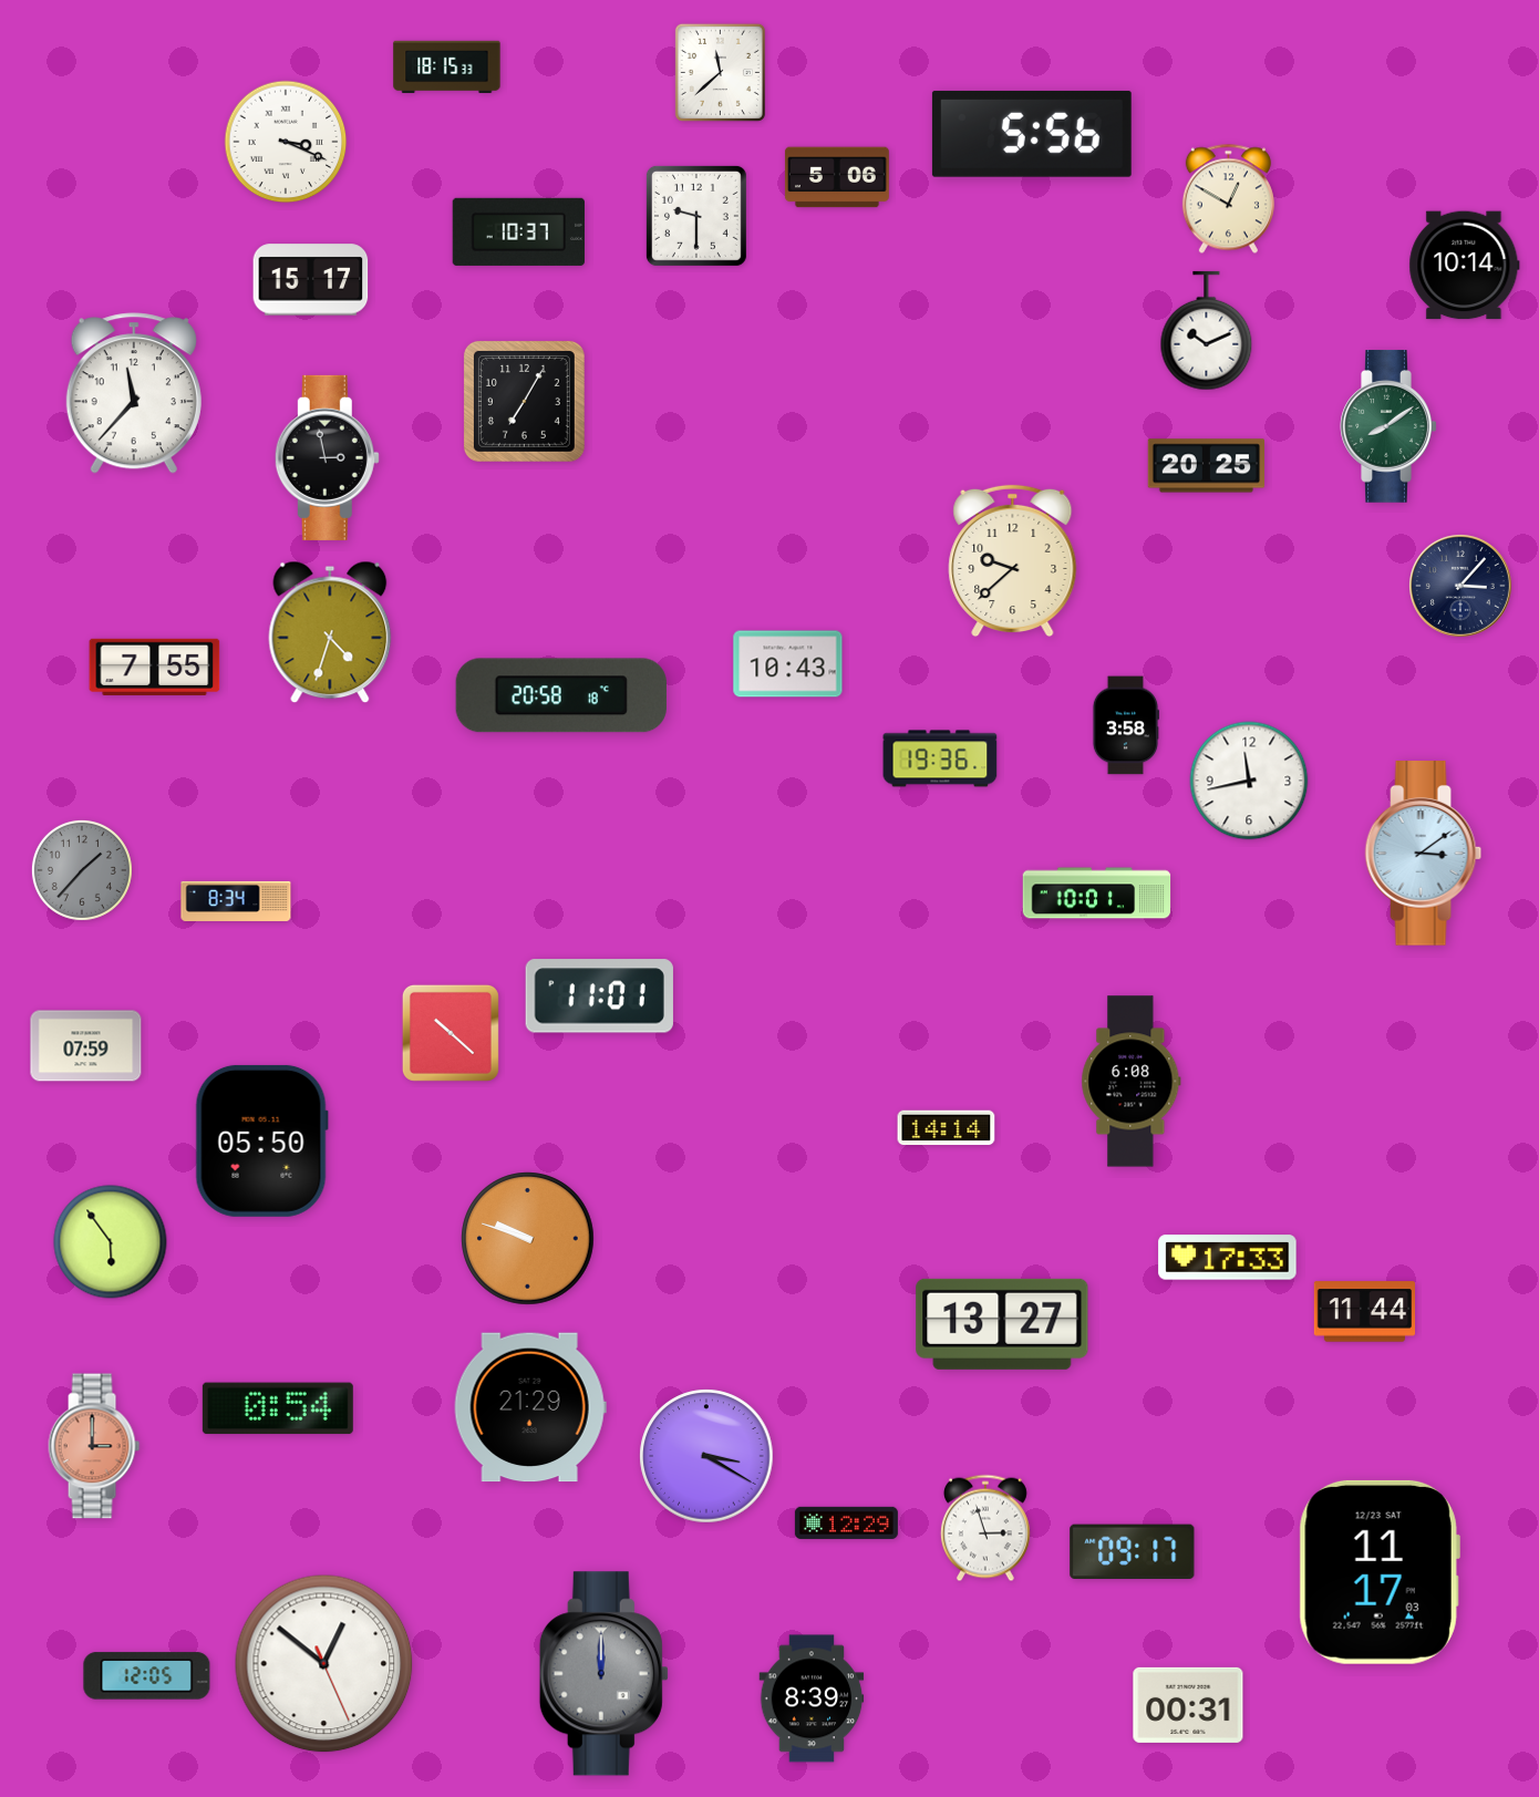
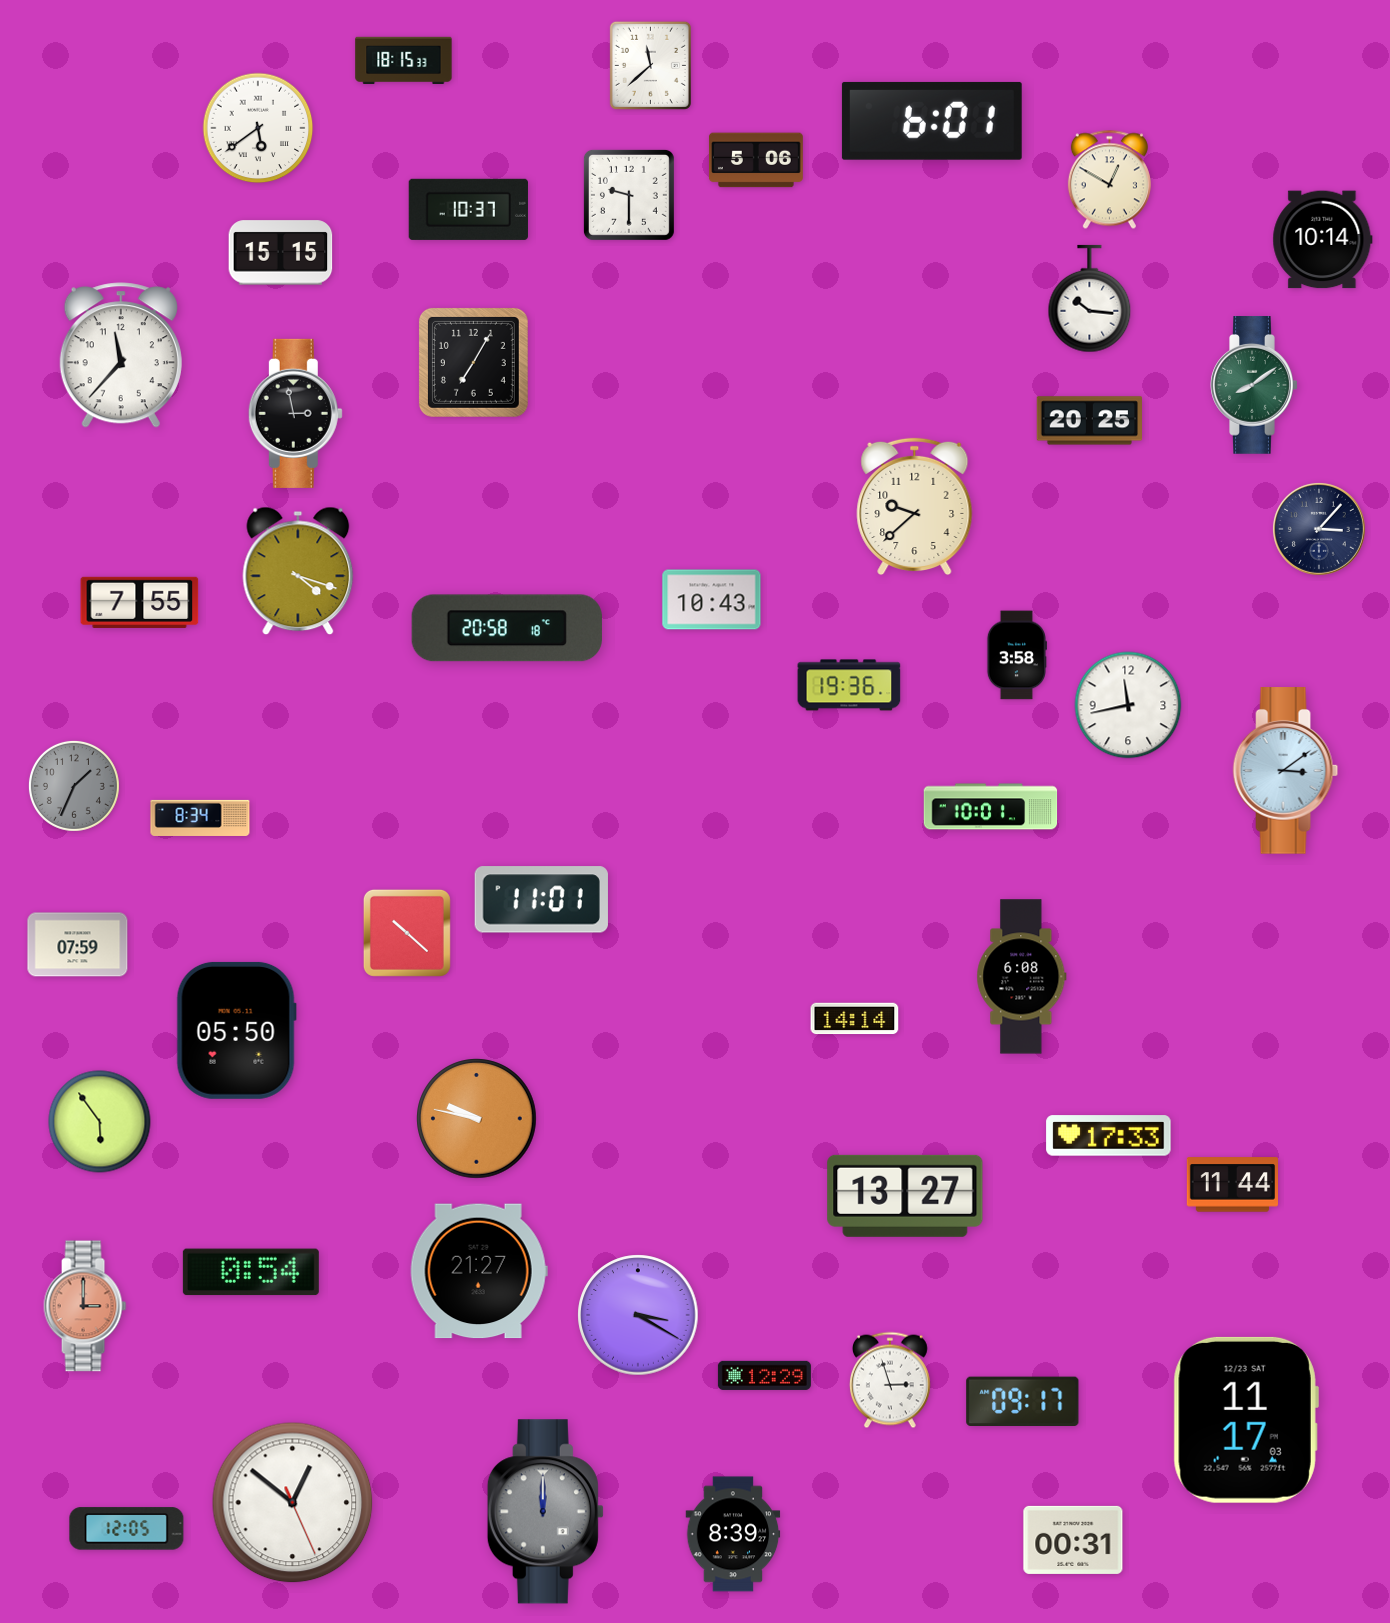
clock at (1032, 134): 5:56 -> 6:01
clock at (286, 142): 3:19 -> 5:39
clock at (311, 280): 15:17 -> 15:15
clock at (1207, 331): 10:11 -> 10:16
clock at (330, 632): 4:33 -> 4:18
clock at (82, 870): 1:37 -> 1:34
clock at (236, 901) position: (236, 901) -> (200, 818)
clock at (528, 1239): 9:48 -> 9:47
clock at (530, 1407): 21:29 -> 21:27
clock at (147, 1676) position: (147, 1676) -> (127, 1529)
